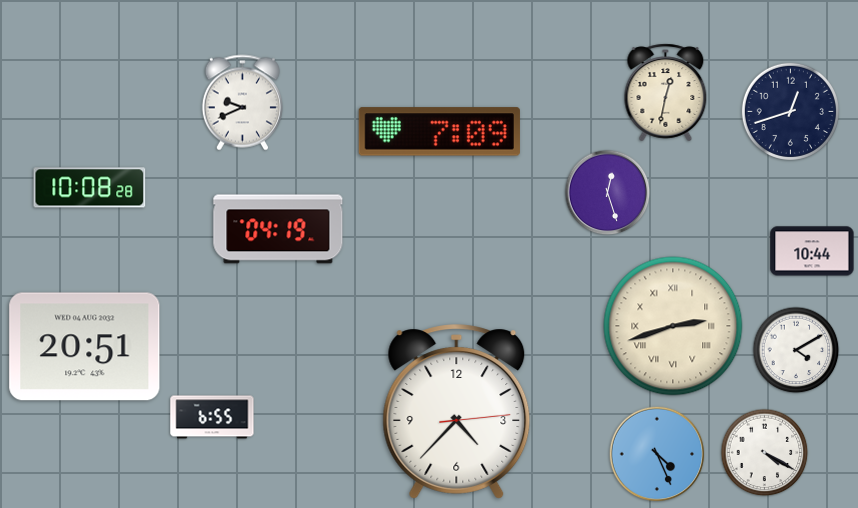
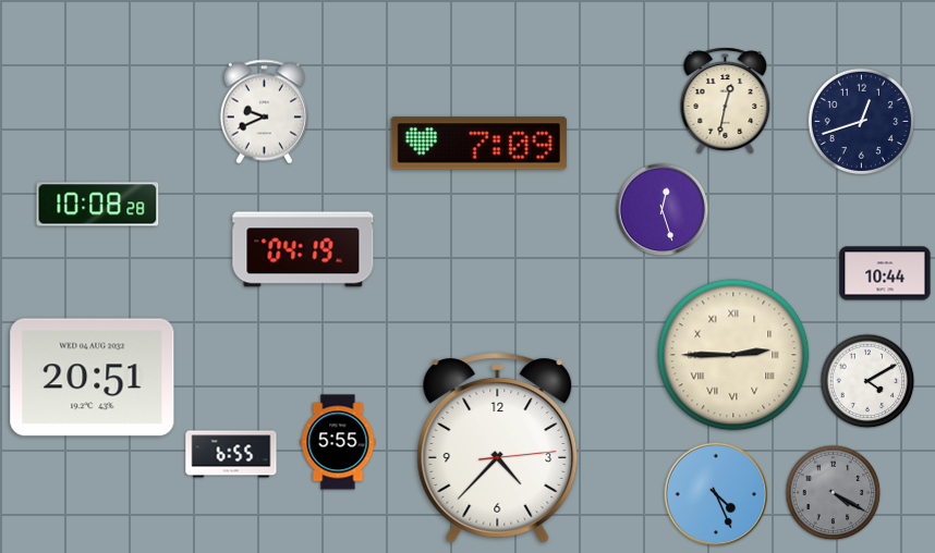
clock at (673, 326): 2:42 -> 2:45
clock at (338, 442): none -> 5:55
clock at (765, 453) dial: white -> grey
